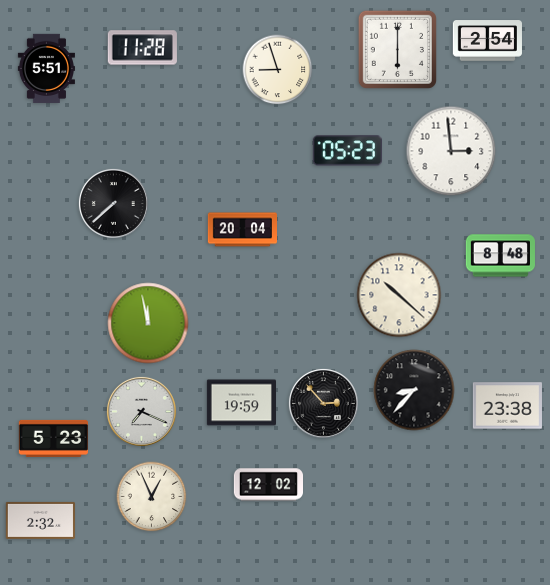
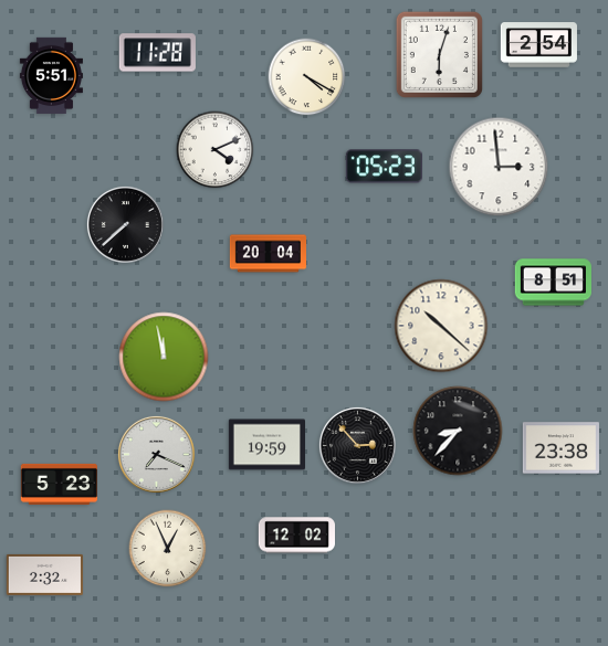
clock at (397, 49): 6:00 -> 6:03
clock at (278, 70): 8:57 -> 4:20
clock at (216, 150): none -> 4:11
clock at (500, 256): 8:48 -> 8:51
